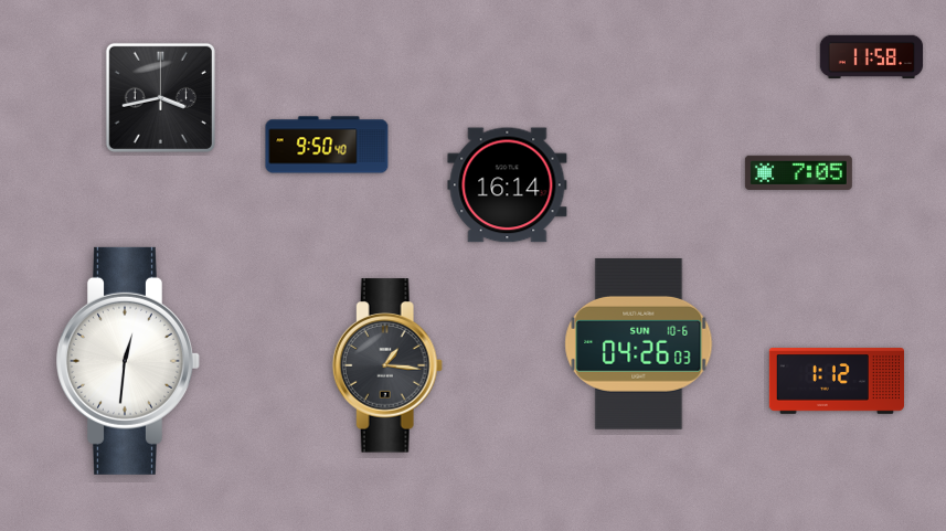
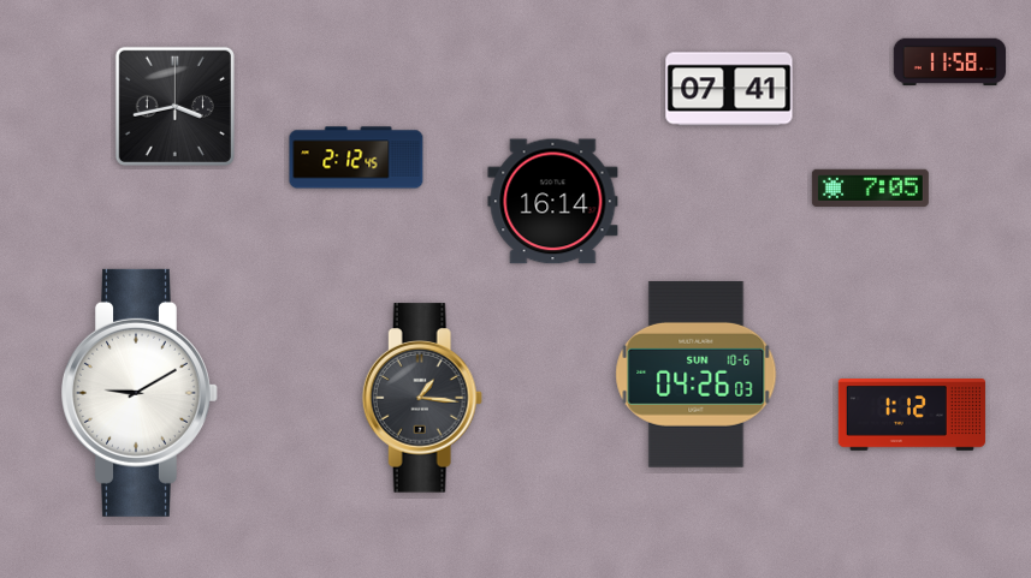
clock at (729, 89): none -> 07:41
clock at (327, 145): 9:50 -> 2:12
clock at (129, 361): 12:31 -> 9:10
